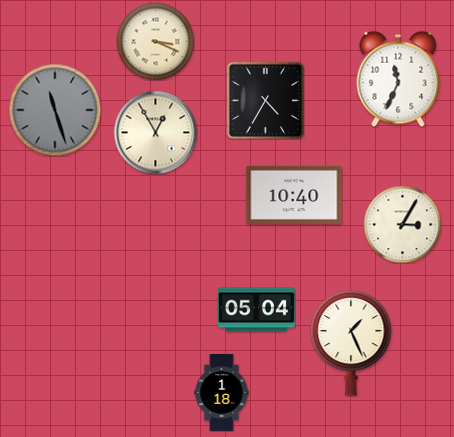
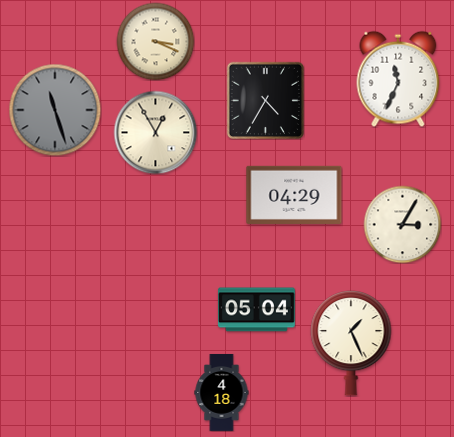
clock at (294, 195): 10:40 -> 04:29
clock at (222, 392): 1:18 -> 4:18
